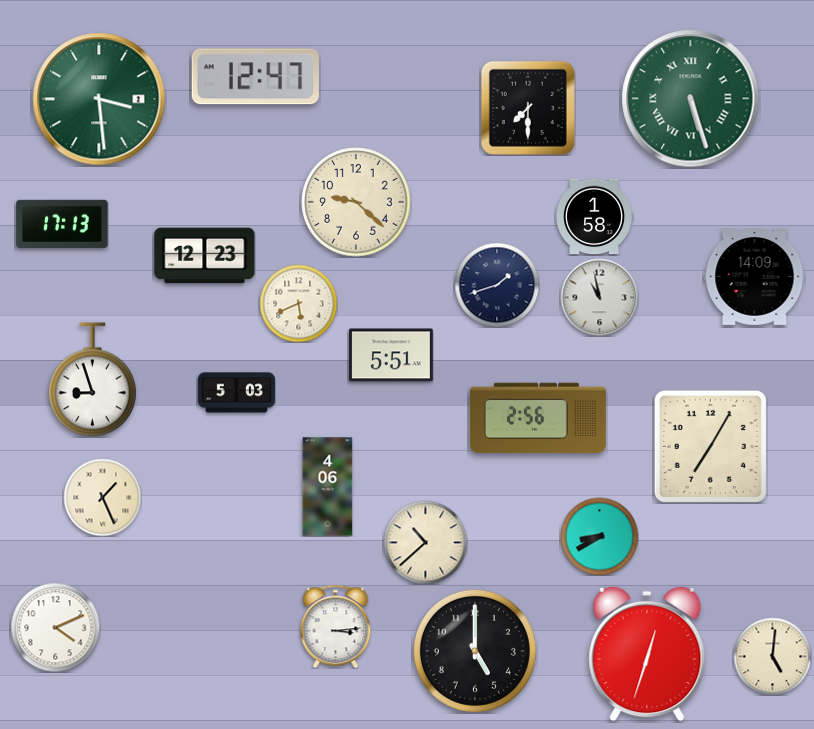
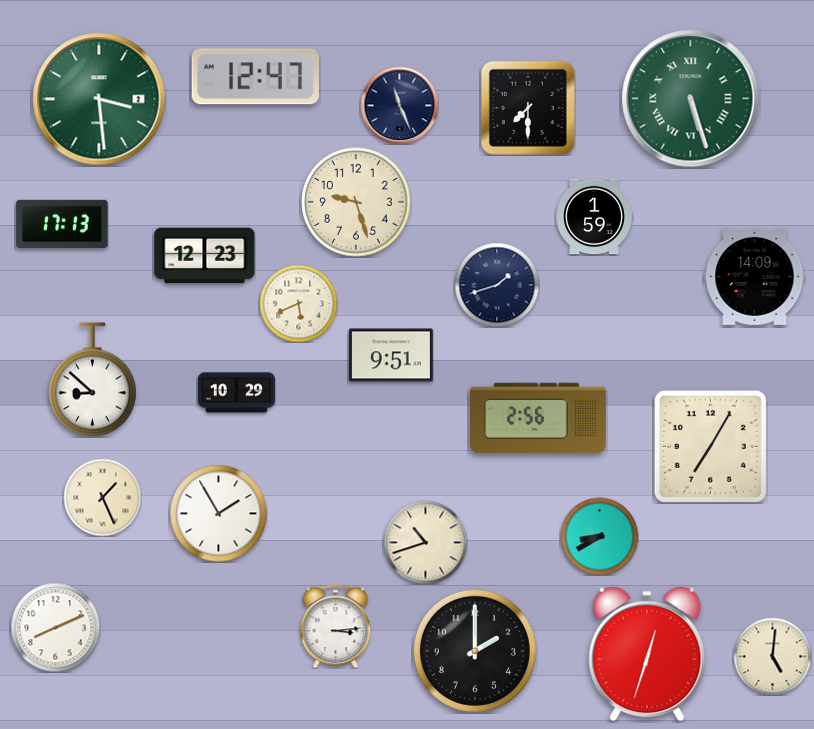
clock at (399, 105): none -> 11:26
clock at (356, 202): 9:22 -> 9:27
clock at (594, 217): 1:58 -> 1:59
clock at (599, 297): 10:58 -> none
clock at (392, 355): 5:51 -> 9:51
clock at (92, 380): 8:57 -> 8:52
clock at (236, 393): 5:03 -> 10:29
clock at (328, 487): 4:06 -> none
clock at (218, 513): none -> 1:55
clock at (425, 542): 10:38 -> 10:42
clock at (55, 627): 4:11 -> 8:11
clock at (475, 651): 5:00 -> 2:00
